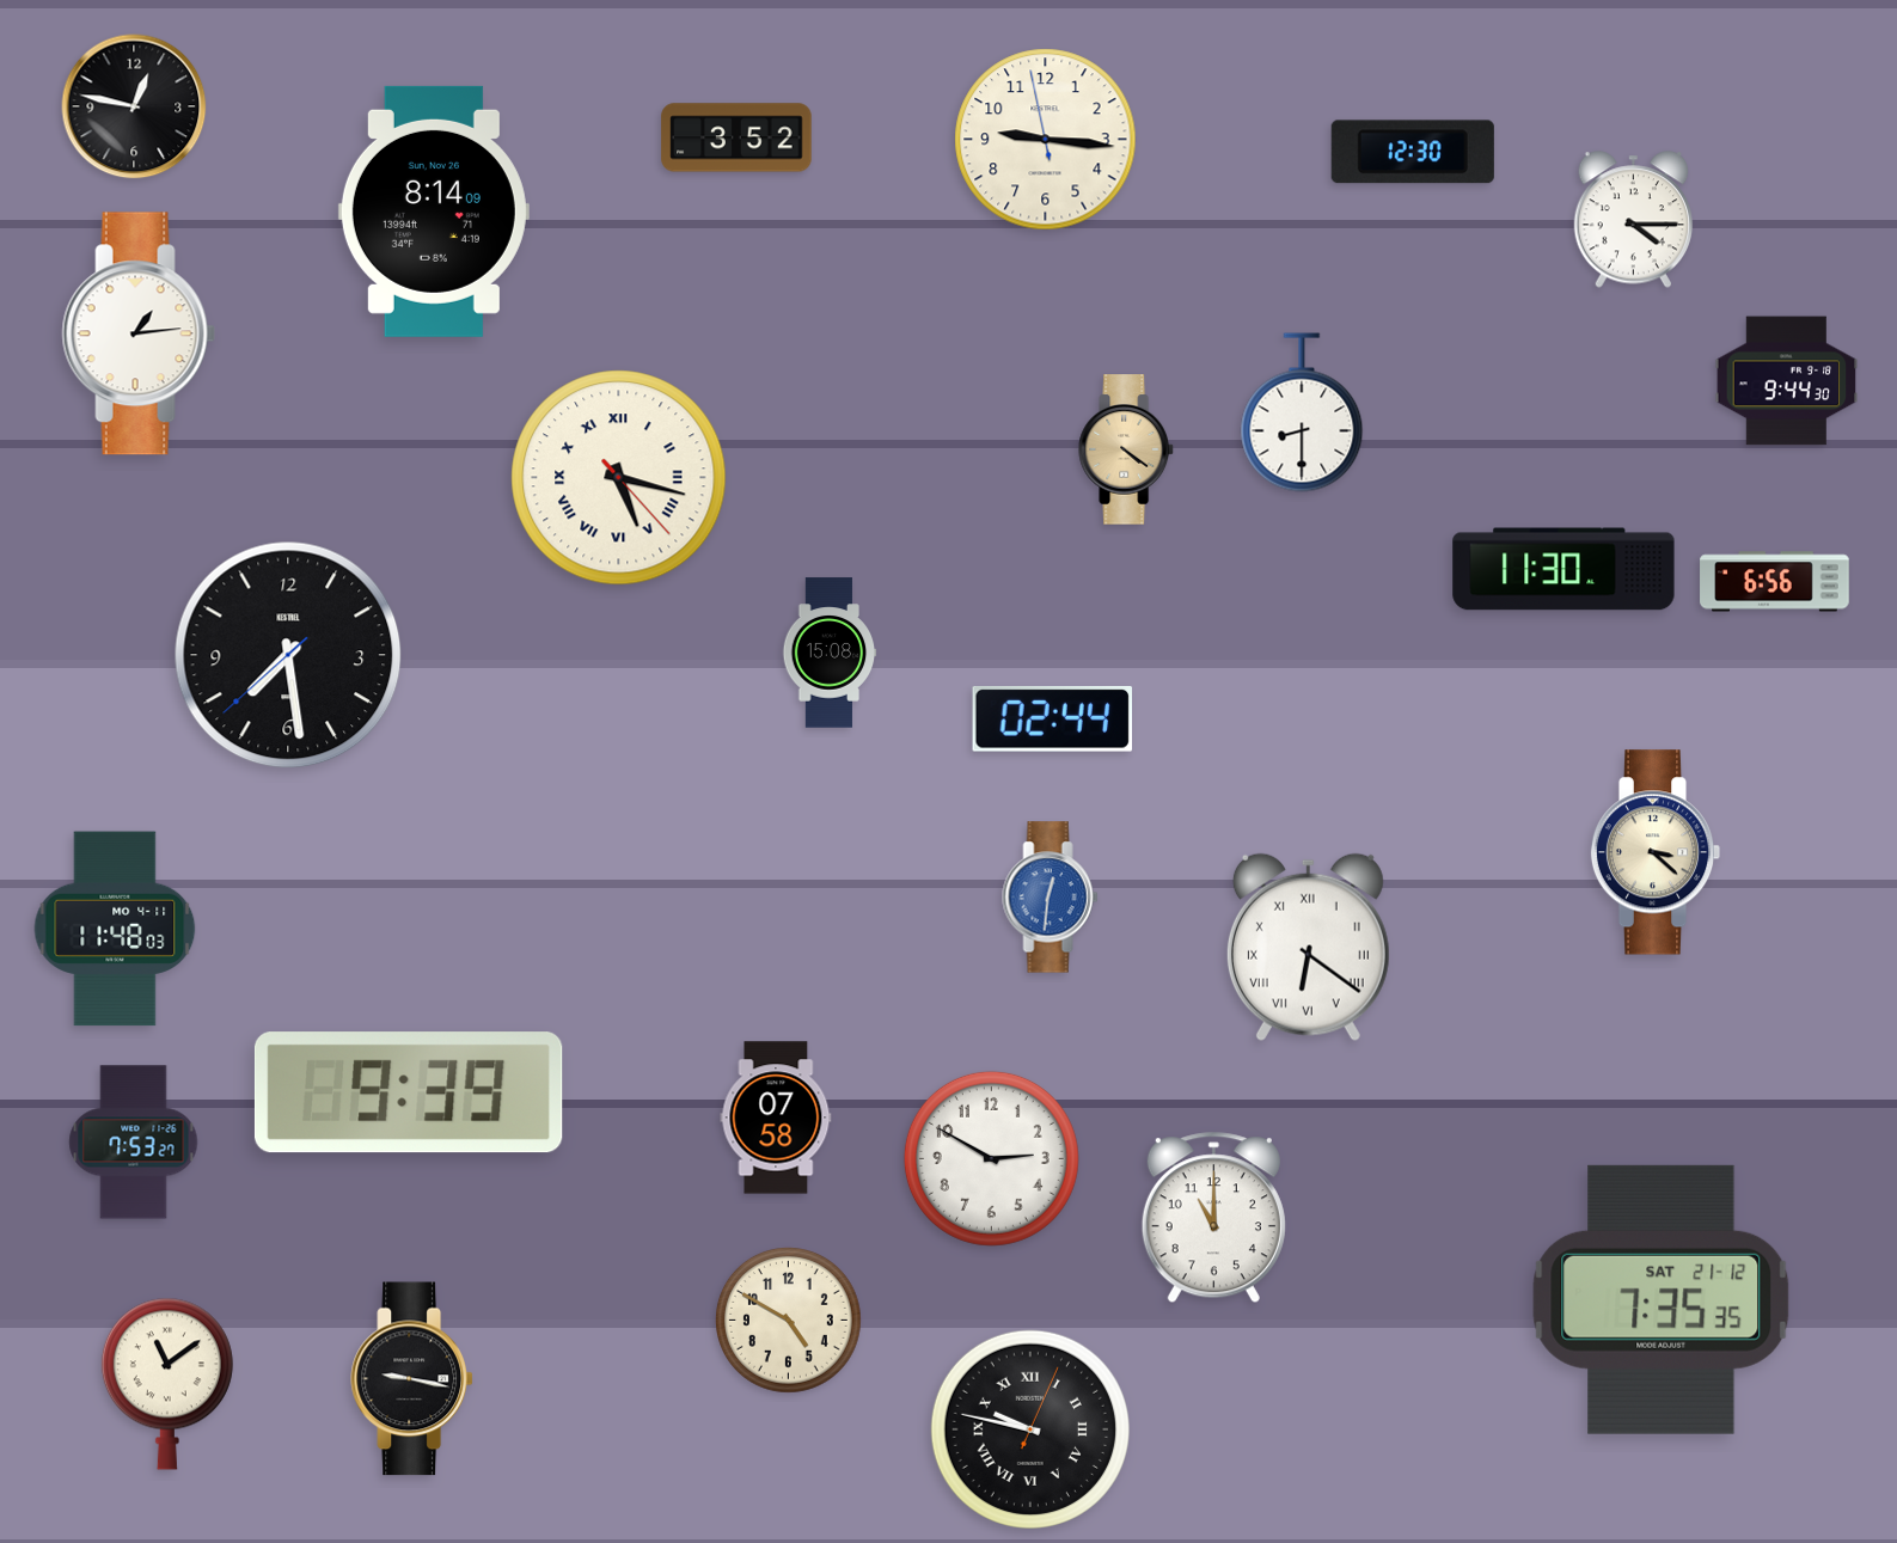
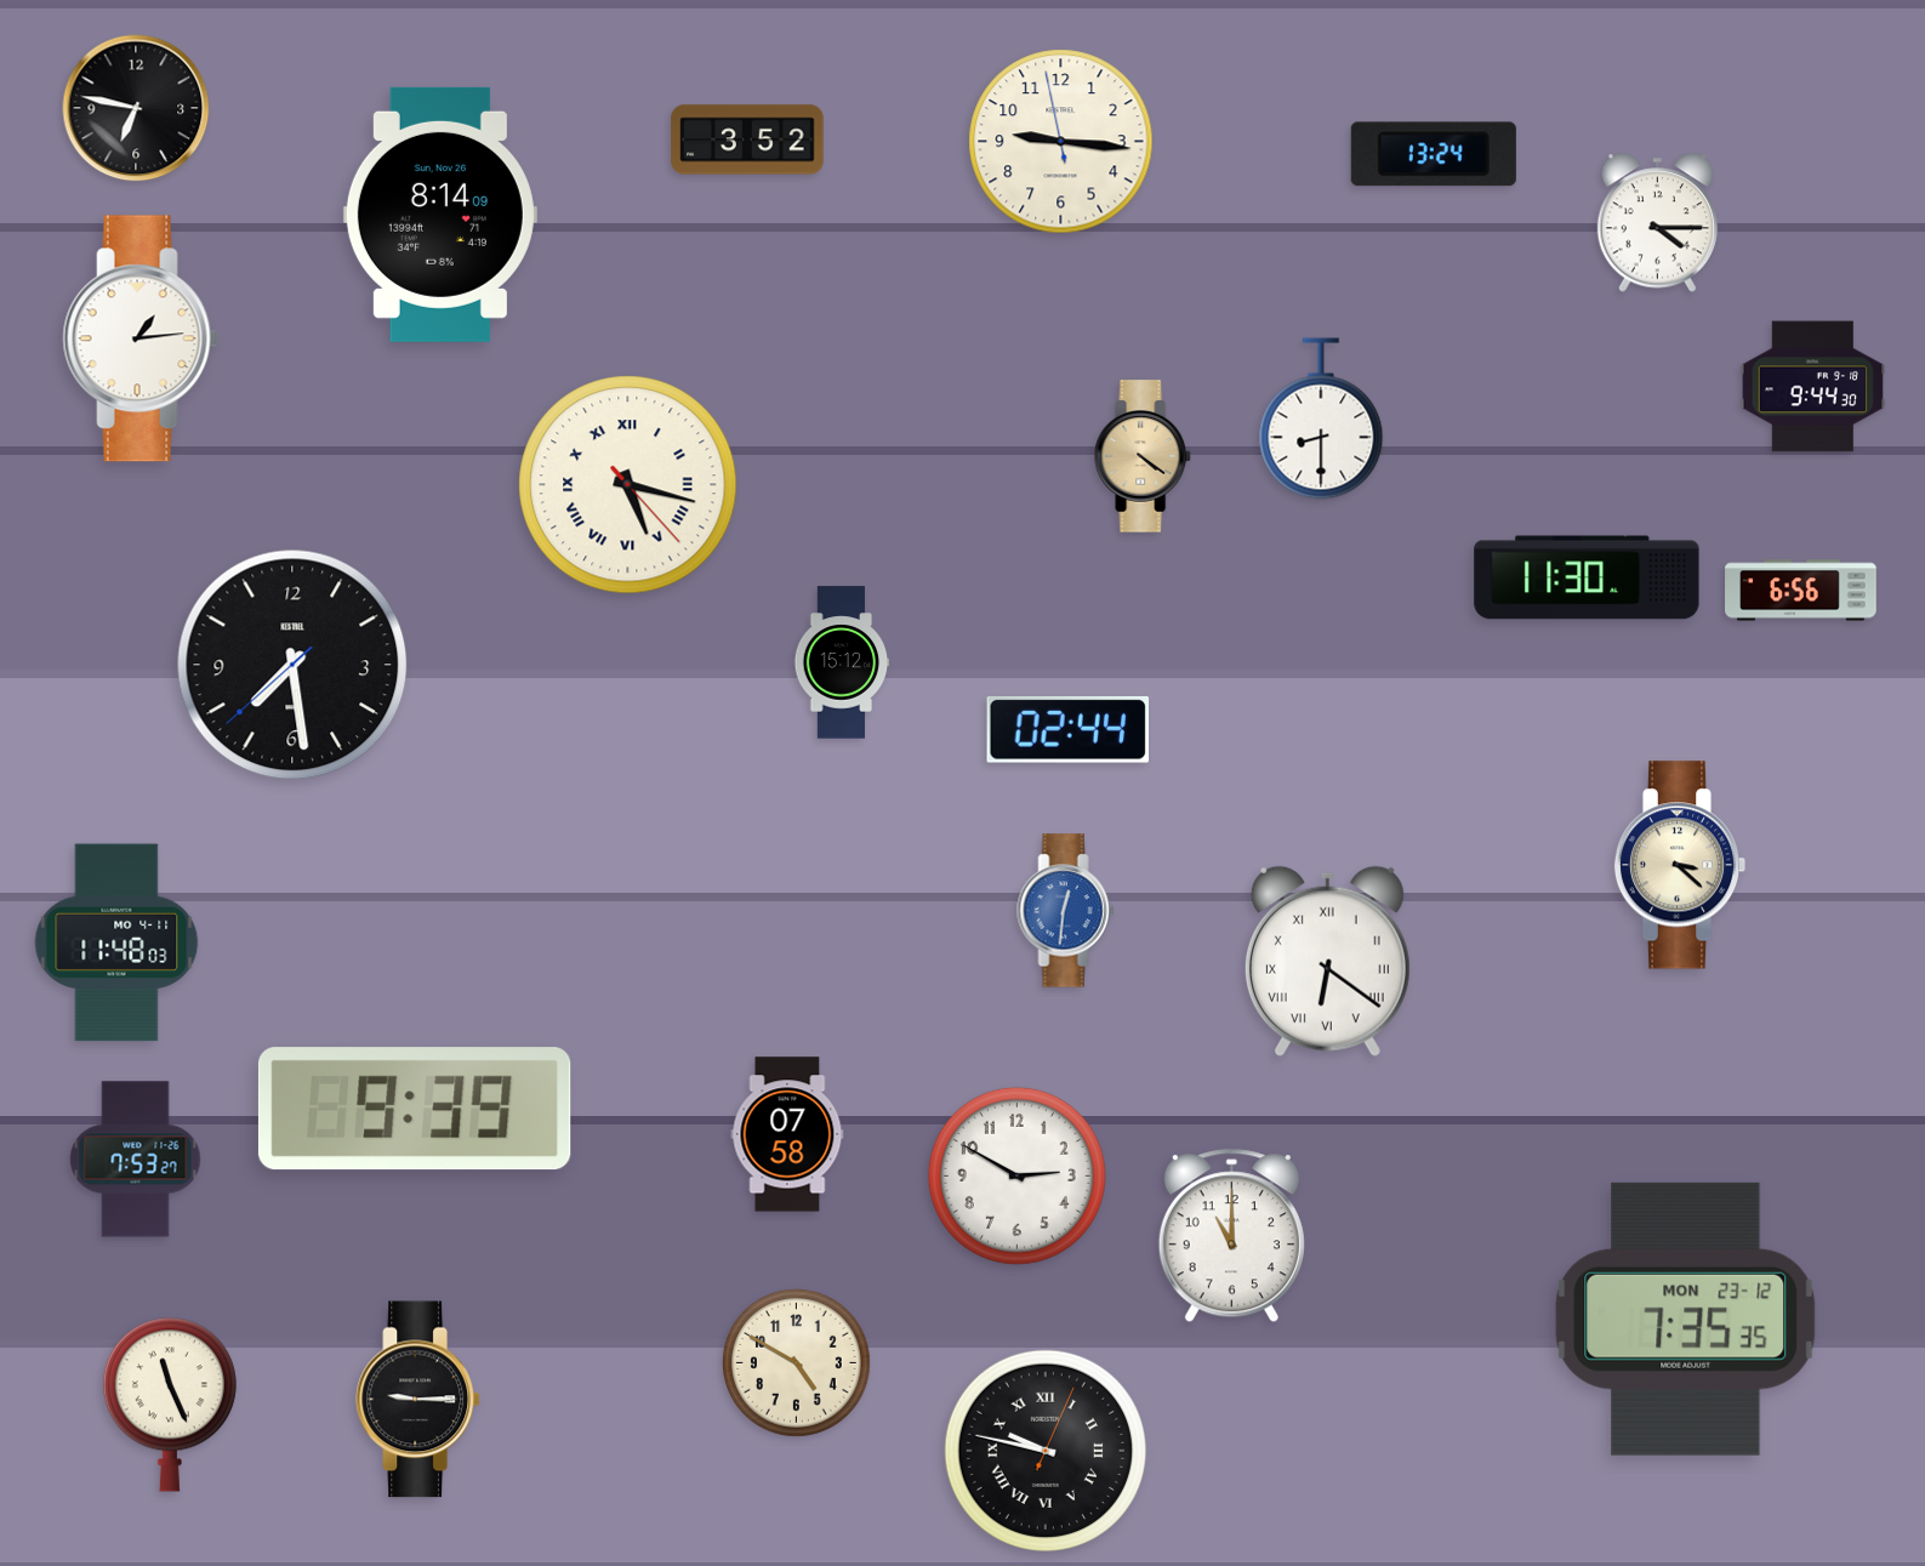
clock at (134, 106): 12:47 -> 6:47
clock at (1413, 152): 12:30 -> 13:24
clock at (830, 653): 15:08 -> 15:12
clock at (991, 1158) position: (991, 1158) -> (1016, 1175)
clock at (1662, 1299) date: SAT 21-12 -> MON 23-12
clock at (789, 1321) position: (789, 1321) -> (797, 1363)
clock at (411, 1379): 9:17 -> 9:15
clock at (167, 1384): 11:09 -> 11:26
